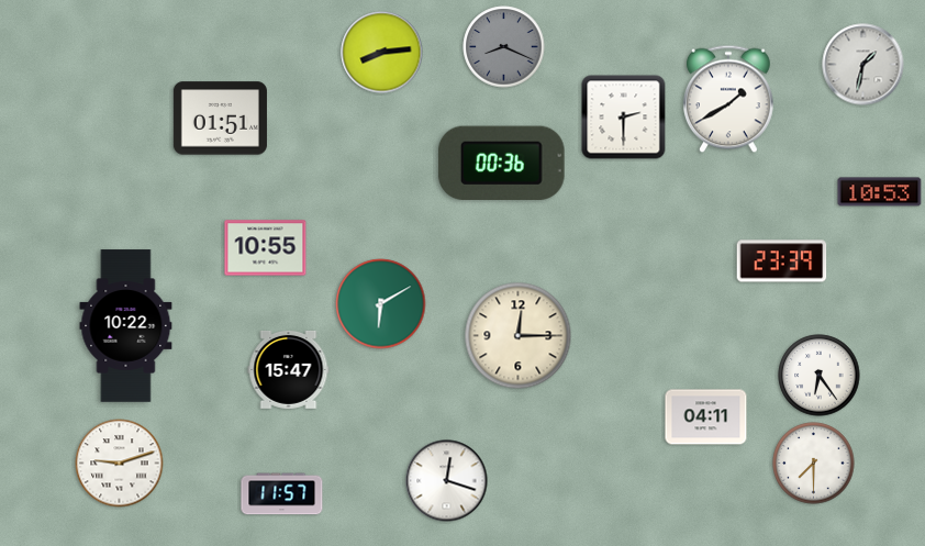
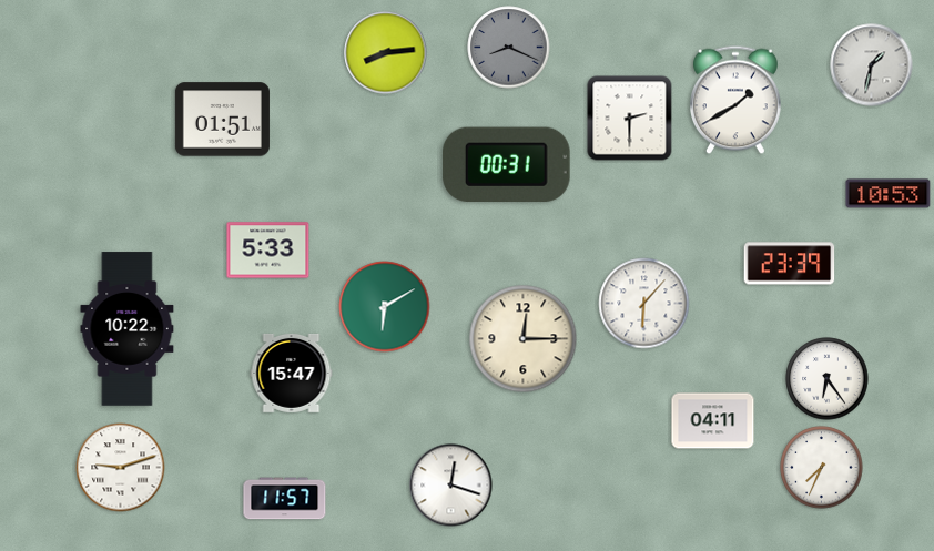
clock at (501, 163): 00:36 -> 00:31
clock at (266, 248): 10:55 -> 5:33
clock at (644, 304): none -> 6:07
clock at (814, 464): 7:30 -> 7:34
